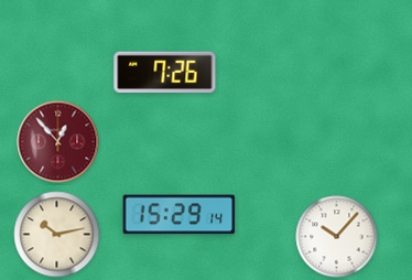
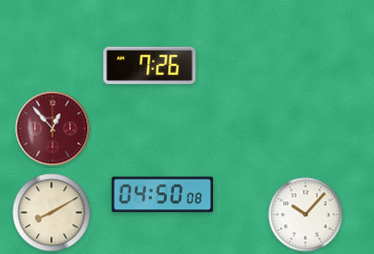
clock at (180, 215): 15:29 -> 04:50
clock at (57, 235): 10:13 -> 8:10
